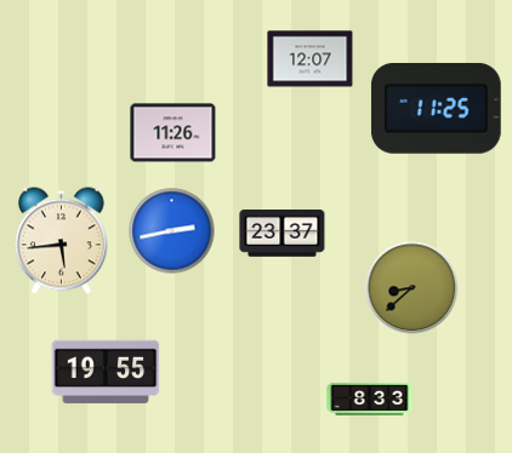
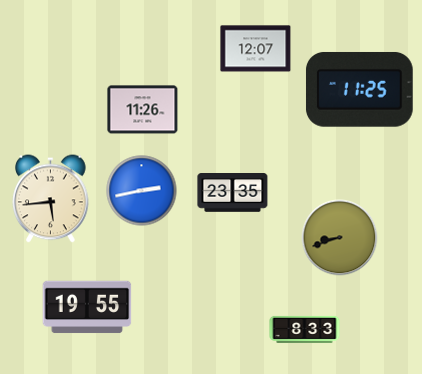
clock at (283, 234): 23:37 -> 23:35
clock at (413, 288): 8:38 -> 8:42
